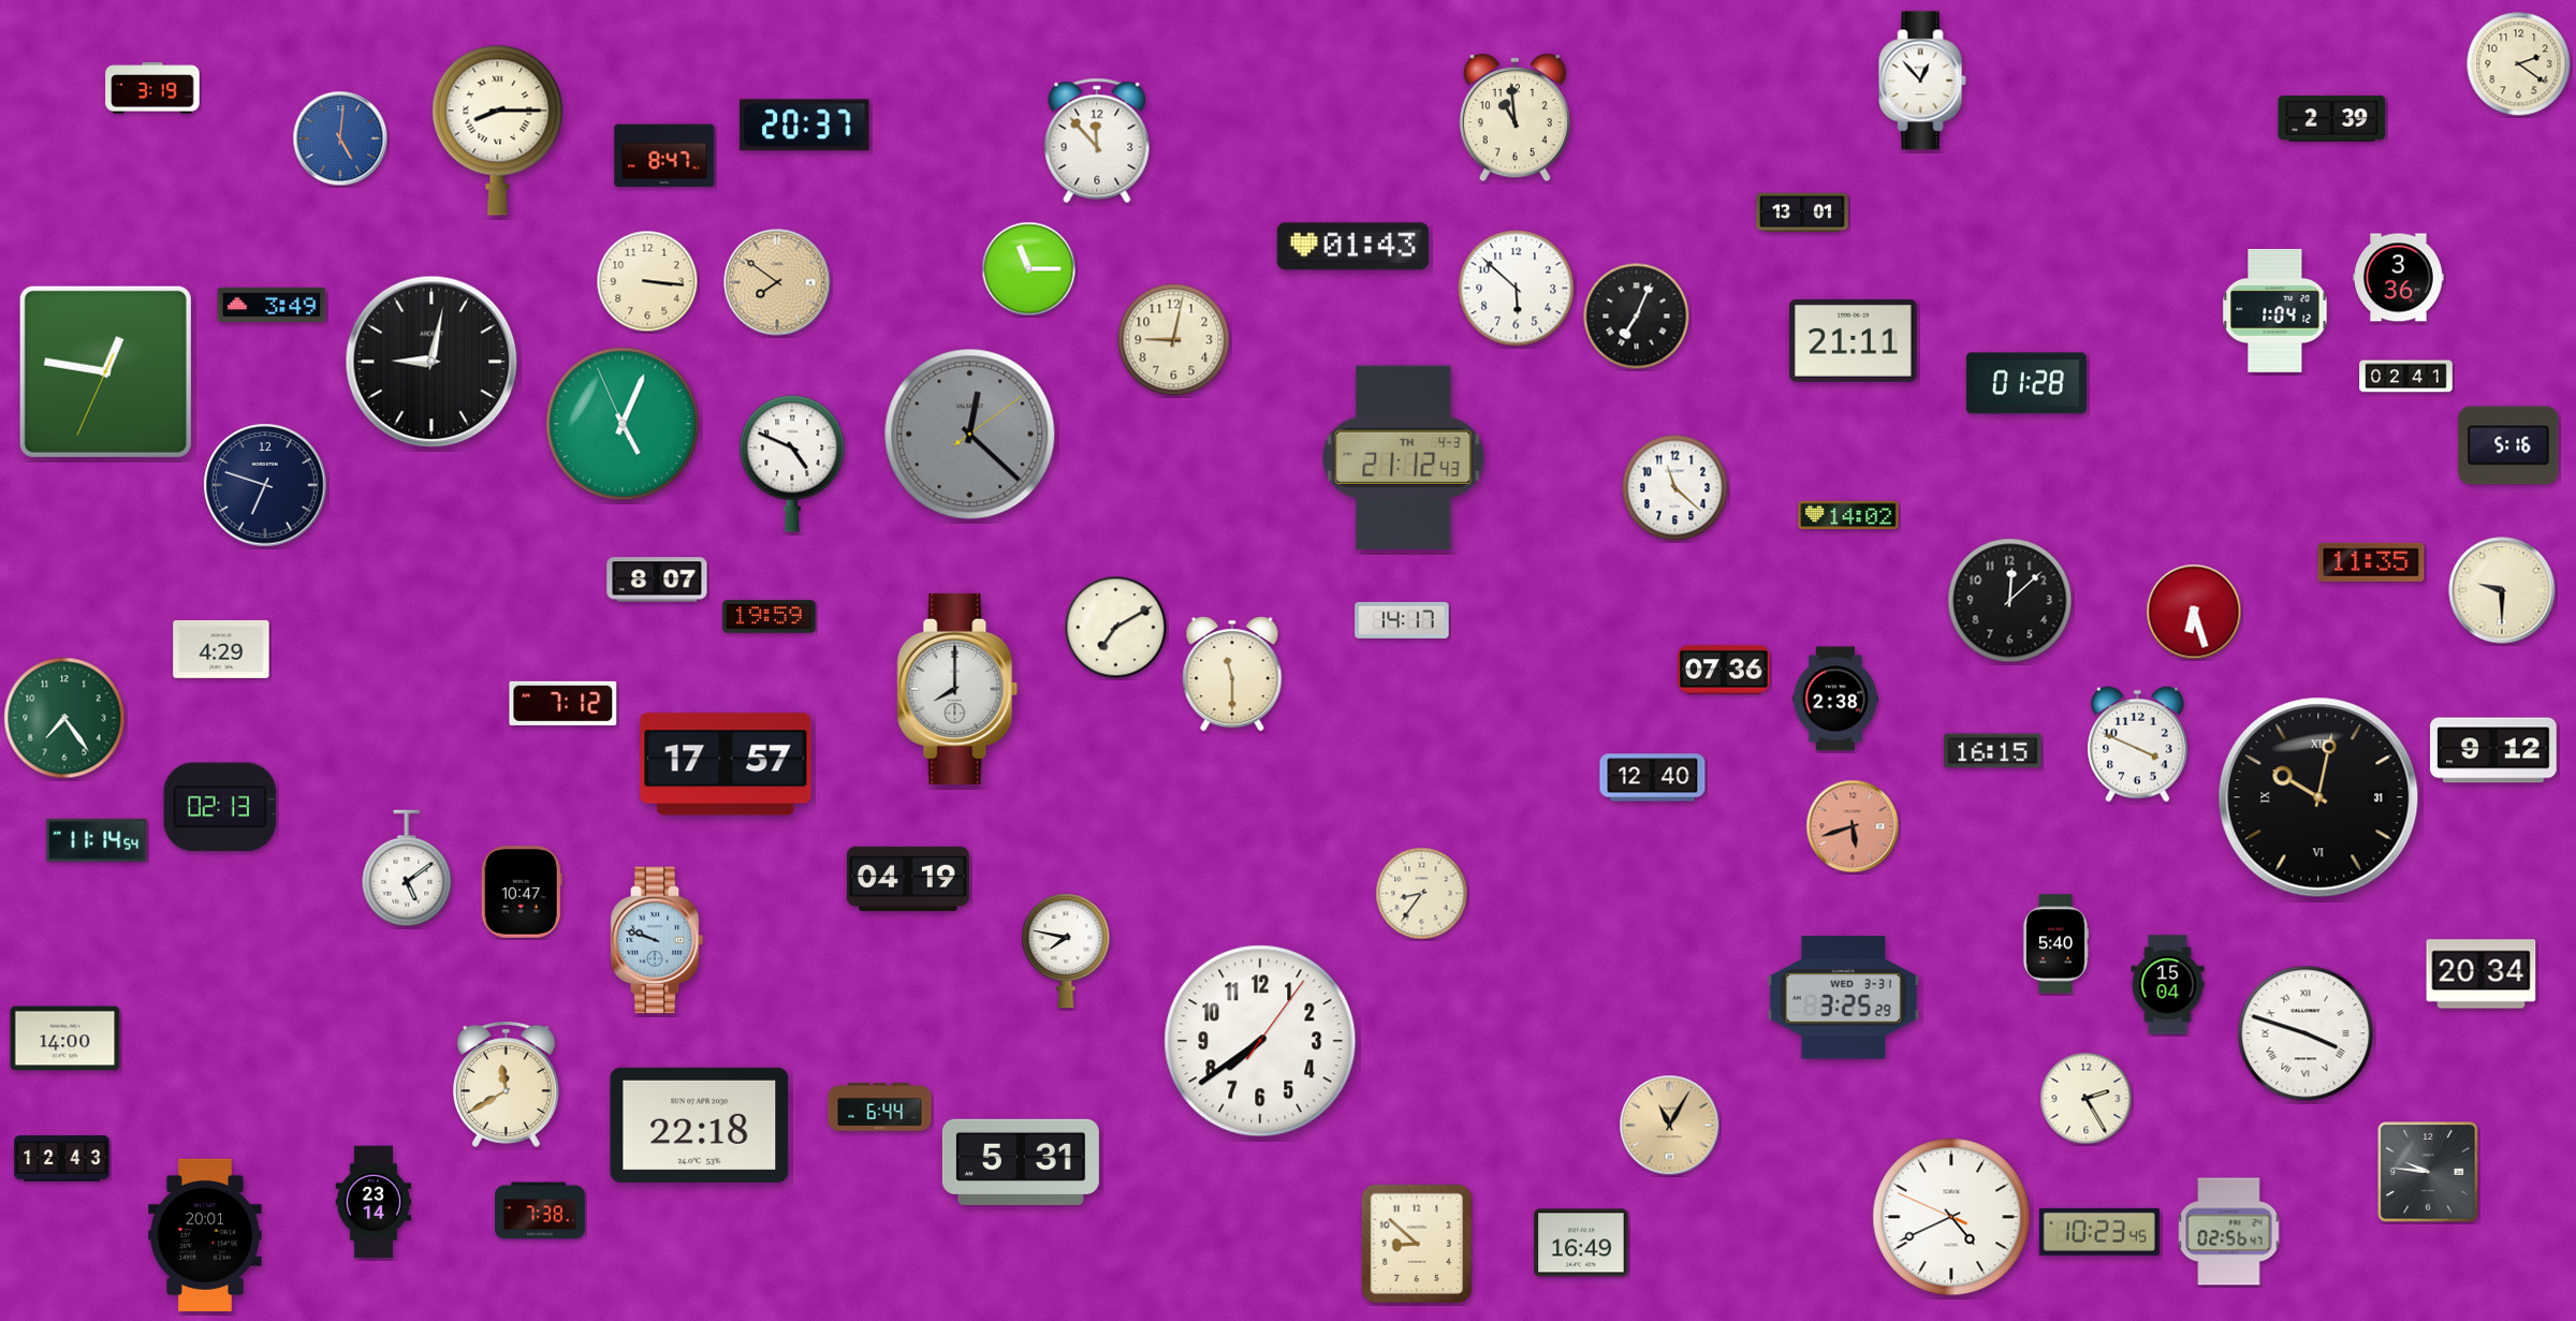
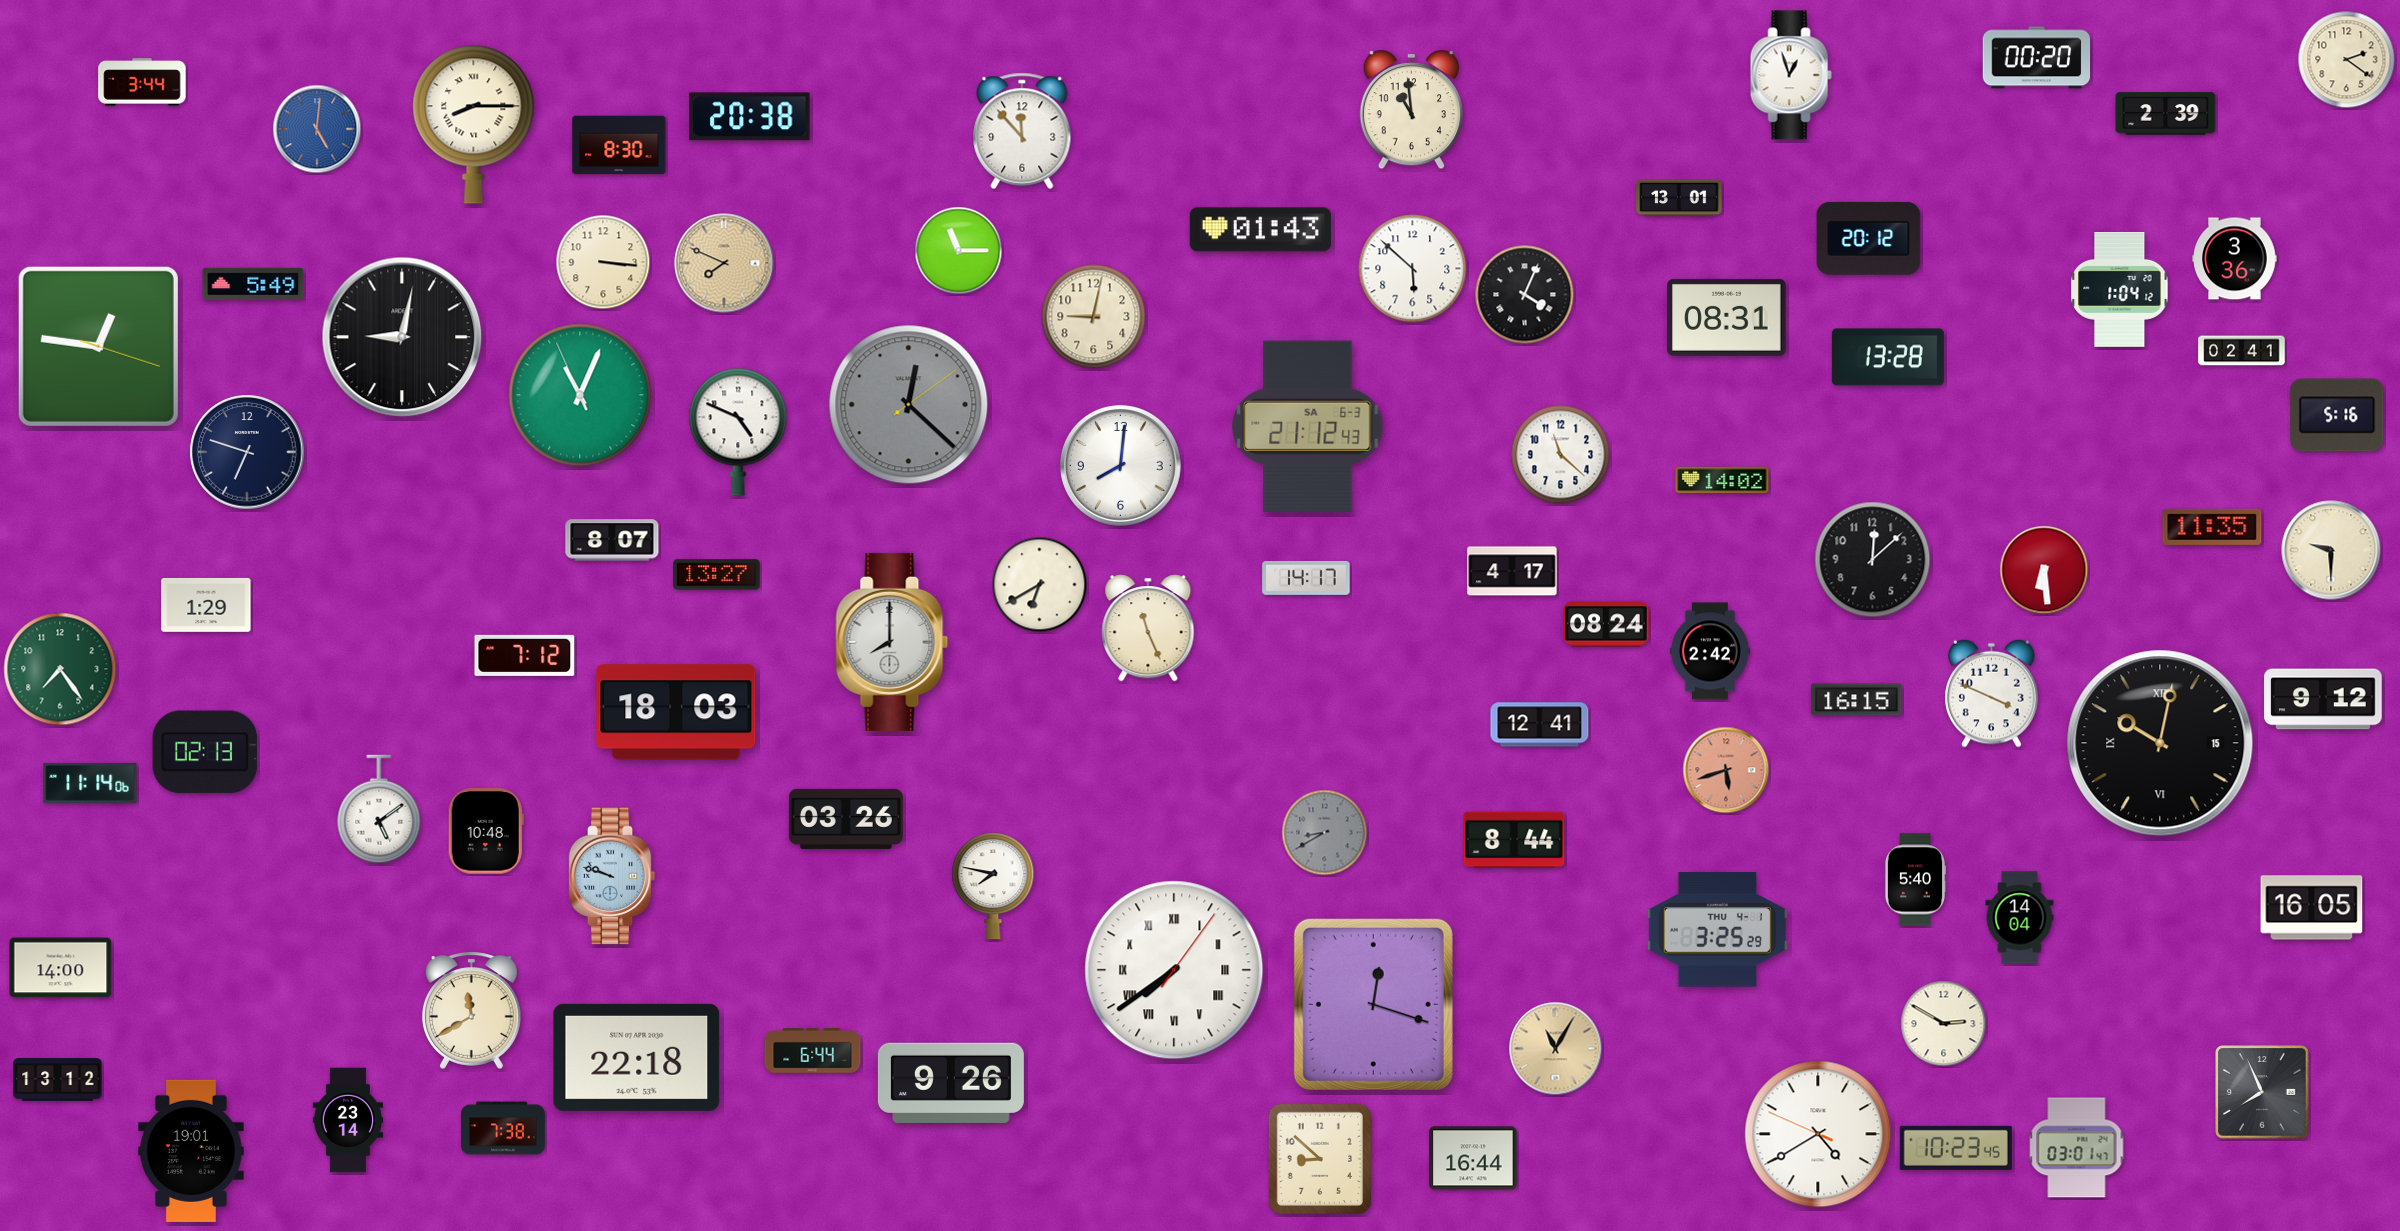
clock at (2037, 58): none -> 00:20
clock at (1922, 80): 12:53 -> 12:57
clock at (152, 88): 3:19 -> 3:44
clock at (2332, 119) position: (2332, 119) -> (2166, 114)
clock at (805, 126): 20:37 -> 20:38
clock at (498, 130) position: (498, 130) -> (474, 124)
clock at (664, 156): 8:47 -> 8:30
clock at (1869, 238): none -> 20:12
clock at (777, 282): 7:51 -> 7:49
clock at (272, 304): 3:49 -> 5:49
clock at (1637, 317): 7:04 -> 4:04
clock at (1854, 340): 21:11 -> 08:31
clock at (105, 371): 12:46:34 -> 12:46:18
clock at (2026, 383): 01:28 -> 13:28
clock at (623, 424): 5:03 -> 11:03
clock at (970, 435) position: (970, 435) -> (909, 405)
clock at (1404, 457) date: TH 4-3 -> SA 6-3
clock at (1121, 466): none -> 8:01
clock at (2371, 562) position: (2371, 562) -> (2212, 527)
clock at (2194, 612): 6:27 -> 6:29
clock at (1512, 571): none -> 4:17
clock at (770, 617): 19:59 -> 13:27
clock at (1116, 628): 7:10 -> 6:40
clock at (221, 649): 4:29 -> 1:29
clock at (1724, 670): 07:36 -> 08:24
clock at (1232, 674): 11:30 -> 11:26
clock at (1835, 699): 2:38 -> 2:42
clock at (726, 764): 17:57 -> 18:03
clock at (1653, 778): 12:40 -> 12:41
clock at (2318, 797) date: 31 -> 15
clock at (97, 840): 11:14:54 -> 11:14:06
clock at (908, 879): 04:19 -> 03:26
clock at (522, 892): 10:47 -> 10:48
clock at (1422, 894): 8:36 -> 8:40
clock at (1422, 894) dial: cream -> grey
clock at (1514, 840): none -> 8:44
clock at (2482, 974): 20:34 -> 16:05
clock at (2168, 985): 15:04 -> 14:04
clock at (1843, 998) date: WED 3-31 -> THU 4-1
clock at (2306, 1033): 3:48 -> none
clock at (1260, 1041) numerals: Arabic -> Roman
clock at (1373, 1004): none -> 12:18
clock at (2087, 1099): 2:25 -> 2:50
clock at (880, 1107) position: (880, 1107) -> (813, 1051)
clock at (700, 1125) position: (700, 1125) -> (637, 1057)
clock at (62, 1159): 12:43 -> 13:12
clock at (1021, 1162): 5:31 -> 9:26
clock at (2428, 1172): 9:46 -> 7:56
clock at (1951, 1217): 4:40 -> 4:39
clock at (2229, 1232): 02:56 -> 03:01
clock at (205, 1235): 20:01 -> 19:01
clock at (1581, 1243): 16:49 -> 16:44
